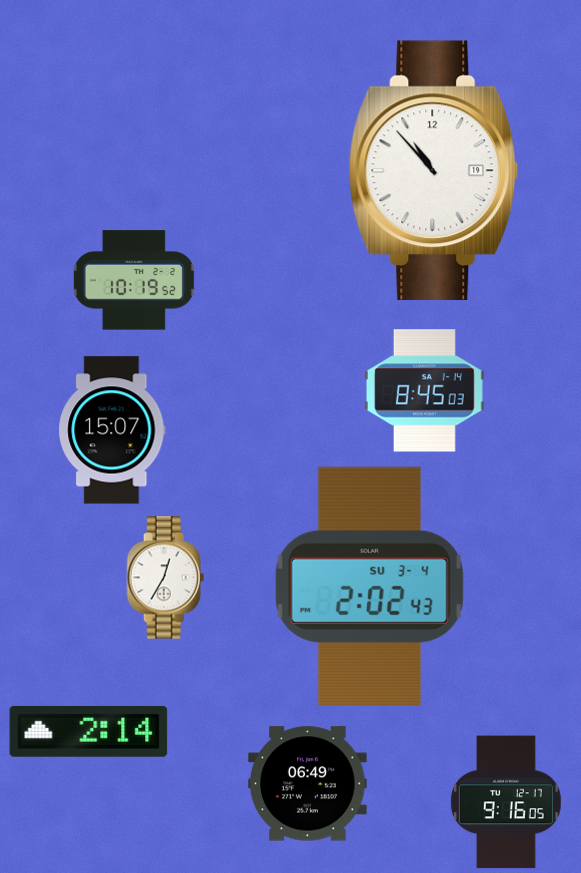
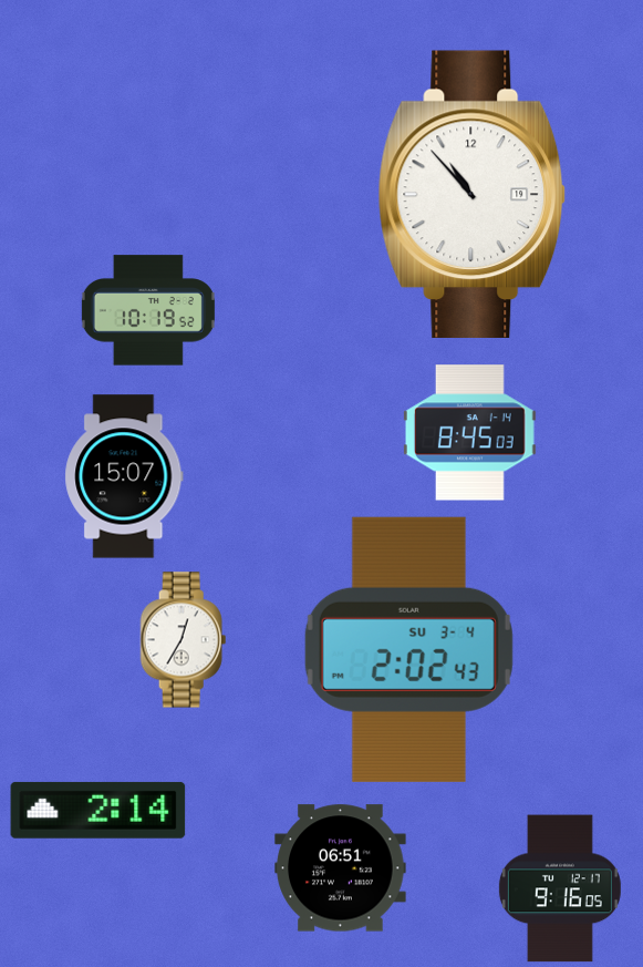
clock at (434, 170) position: (434, 170) -> (473, 194)
clock at (308, 784): 06:49 -> 06:51
